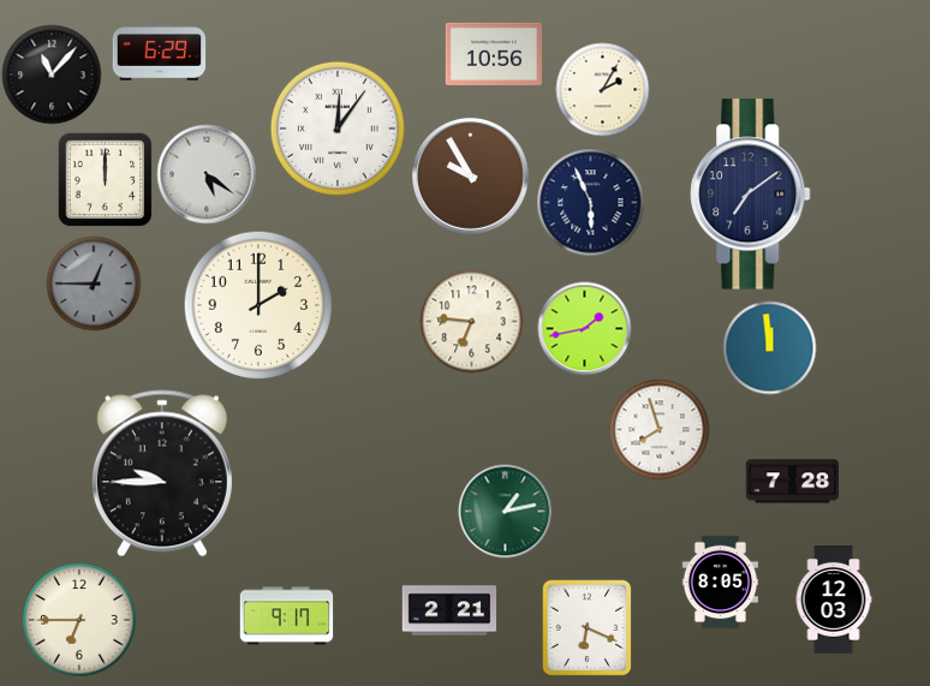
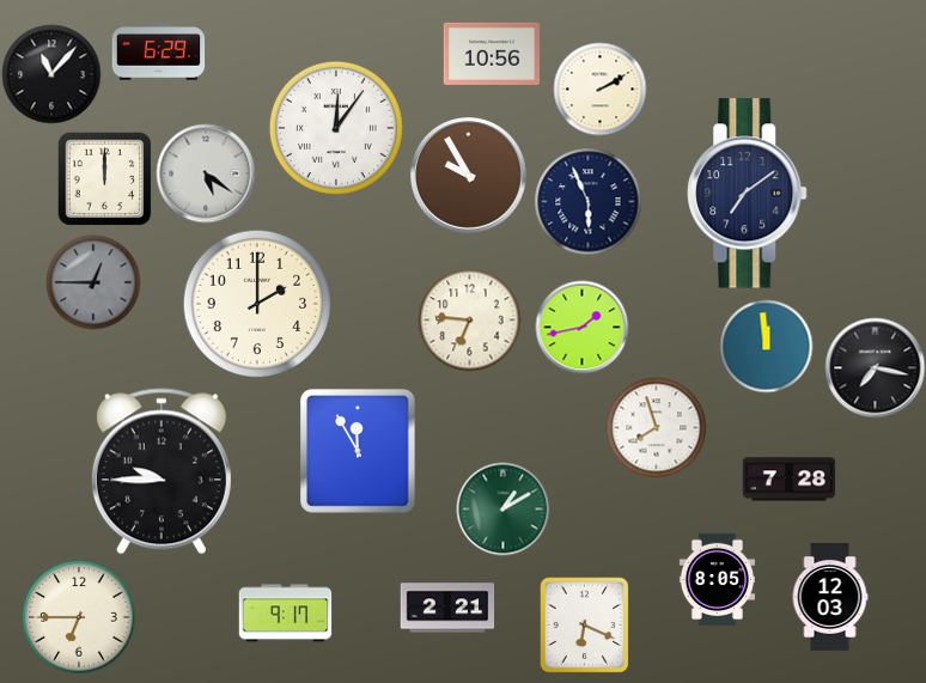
clock at (602, 89): 2:05 -> 2:10
clock at (875, 367): none -> 7:17
clock at (359, 452): none -> 11:55
clock at (505, 511): 1:13 -> 1:10
